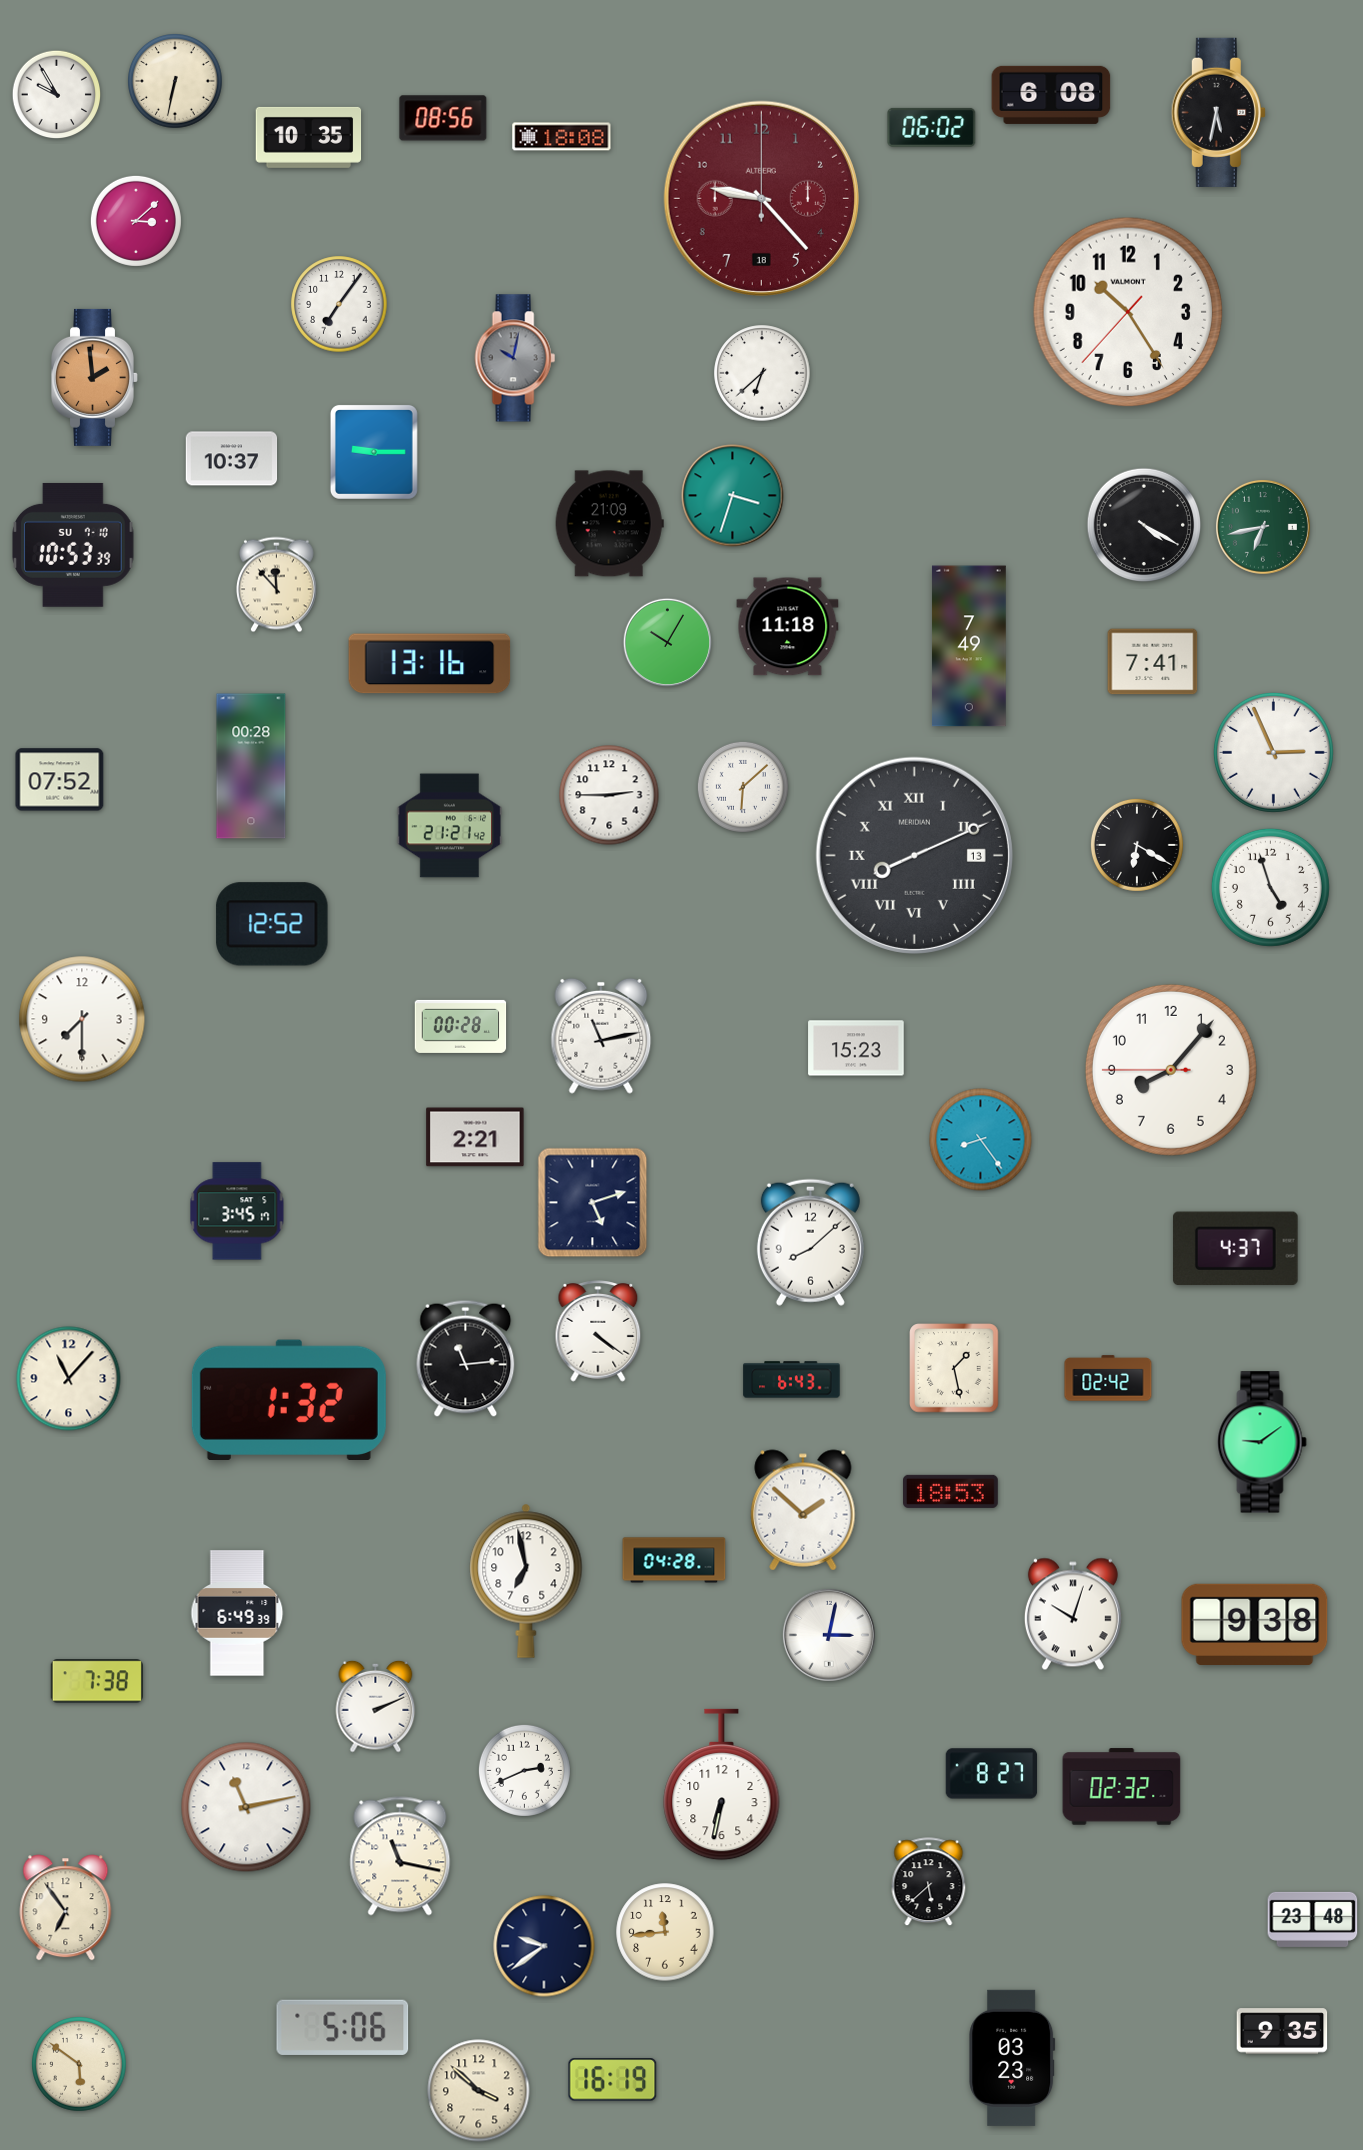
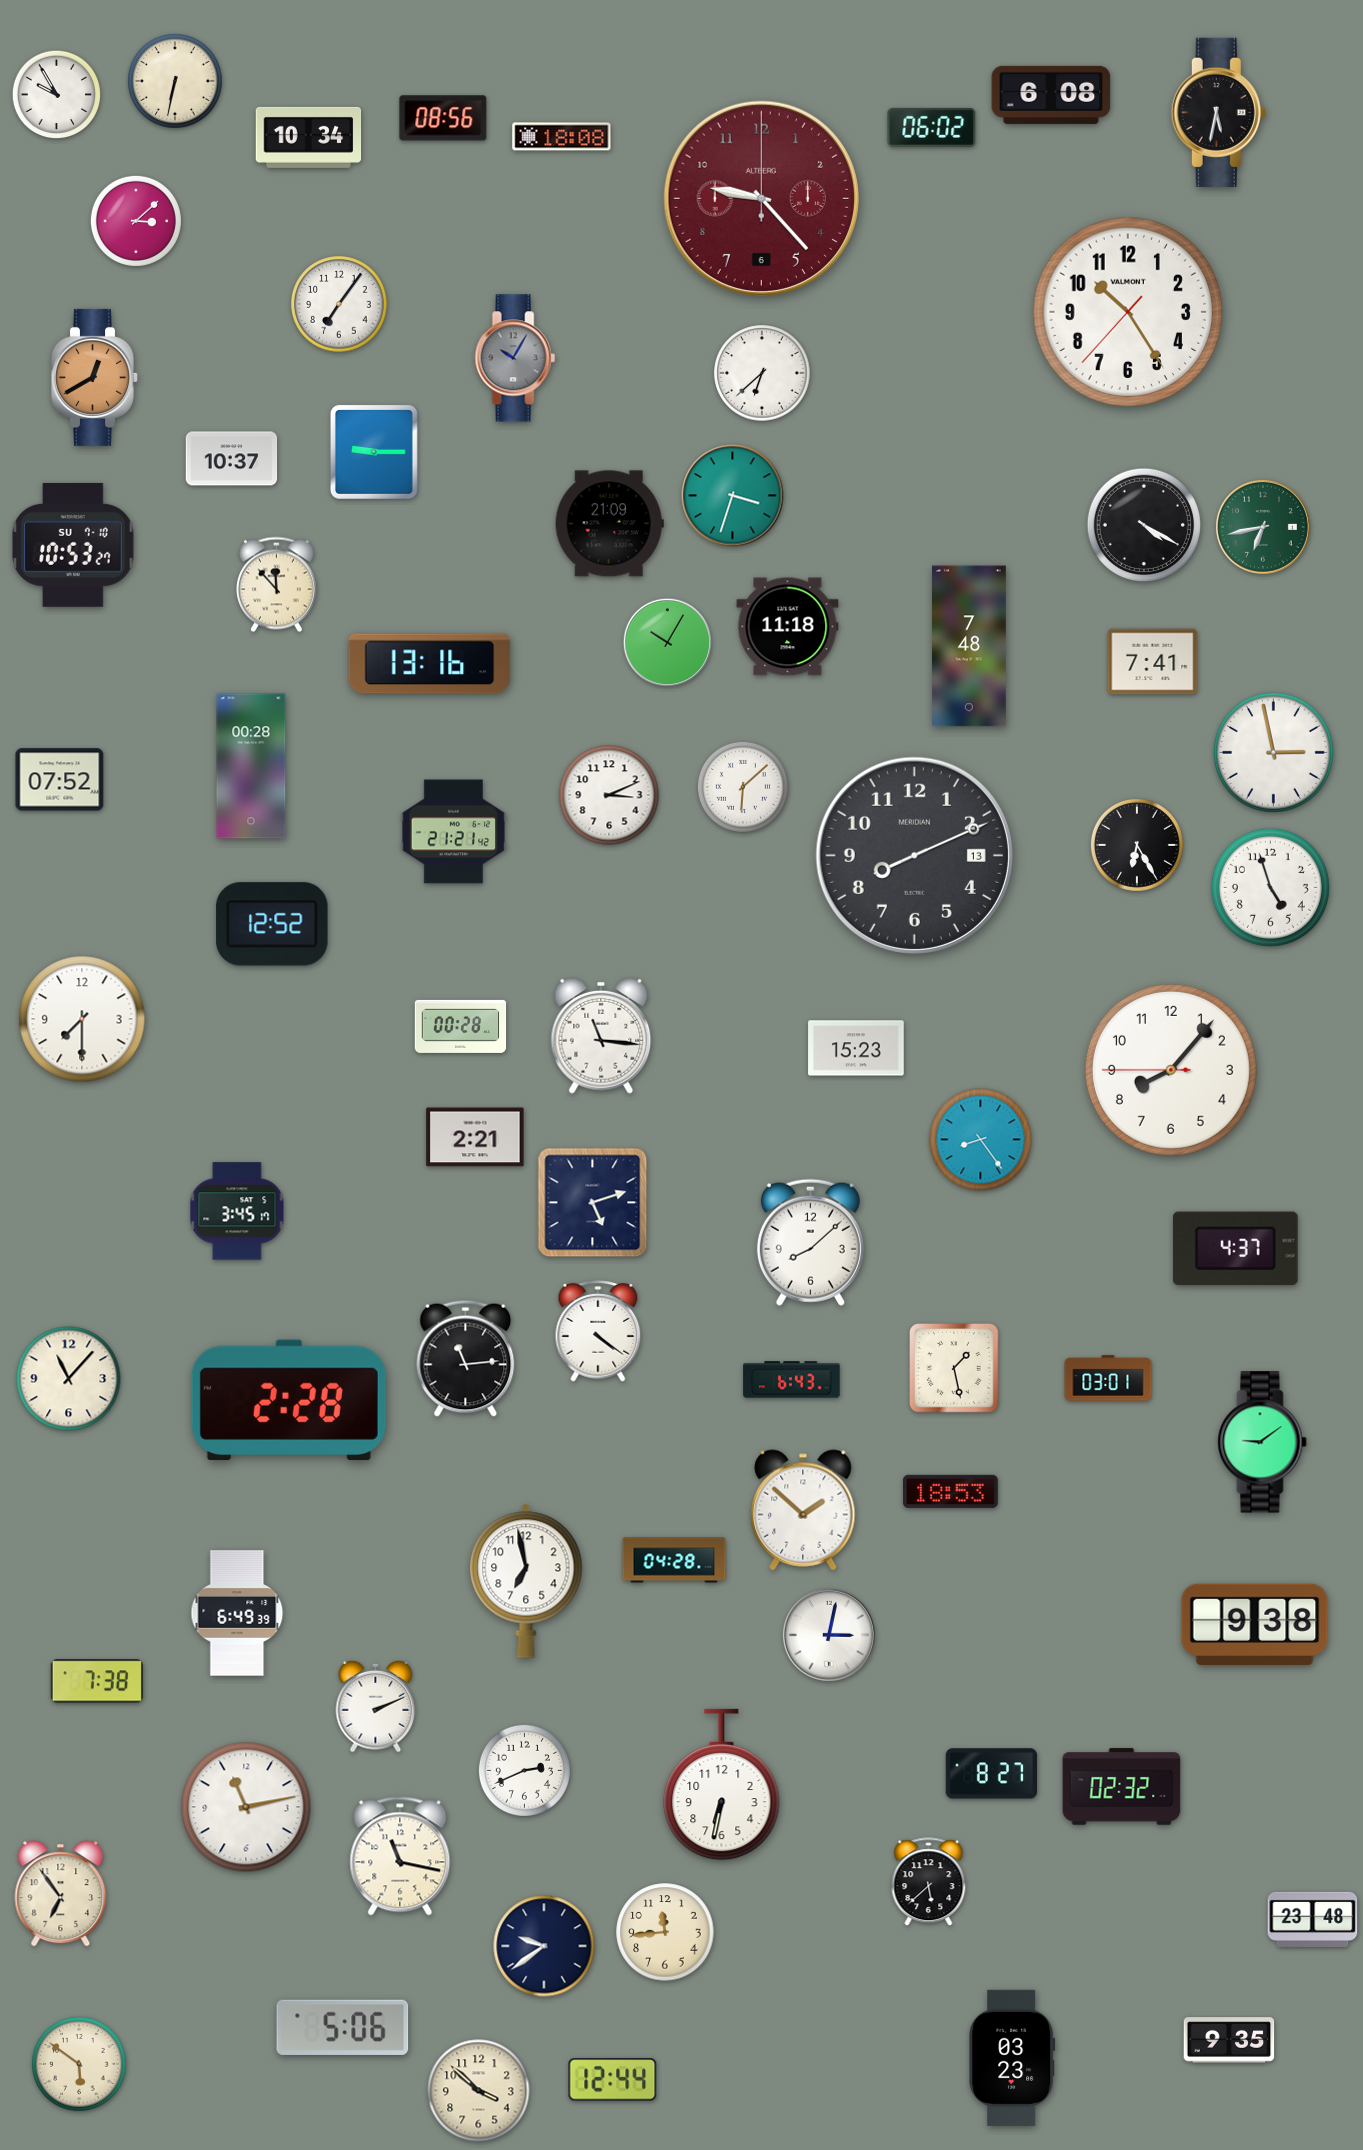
clock at (309, 137): 10:35 -> 10:34
clock at (761, 198) date: 18 -> 6
clock at (515, 358): 10:02 -> 10:05
clock at (95, 377): 1:59 -> 12:40
clock at (73, 545): 10:53:39 -> 10:53:27
clock at (969, 646): 7:49 -> 7:48
clock at (1273, 752): 2:56 -> 2:58
clock at (609, 795): 2:45 -> 3:11
clock at (450, 826) position: (450, 826) -> (454, 832)
clock at (1137, 845): 6:20 -> 6:25
clock at (914, 855) numerals: Roman -> Arabic
clock at (601, 1036): 11:13 -> 11:16
clock at (1108, 1378): 02:42 -> 03:01
clock at (289, 1399): 1:32 -> 2:28
clock at (1073, 1614): 10:03 -> none
clock at (66, 1908) position: (66, 1908) -> (61, 1894)
clock at (1282, 2031) position: (1282, 2031) -> (1229, 2040)
clock at (613, 2080): 16:19 -> 12:44
